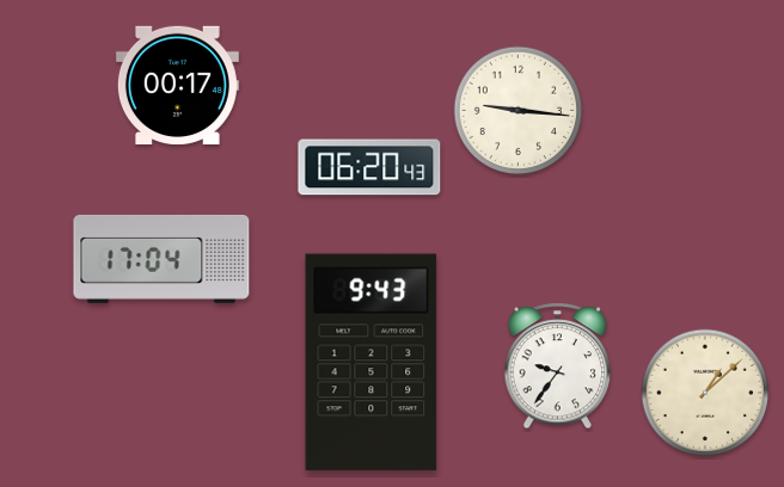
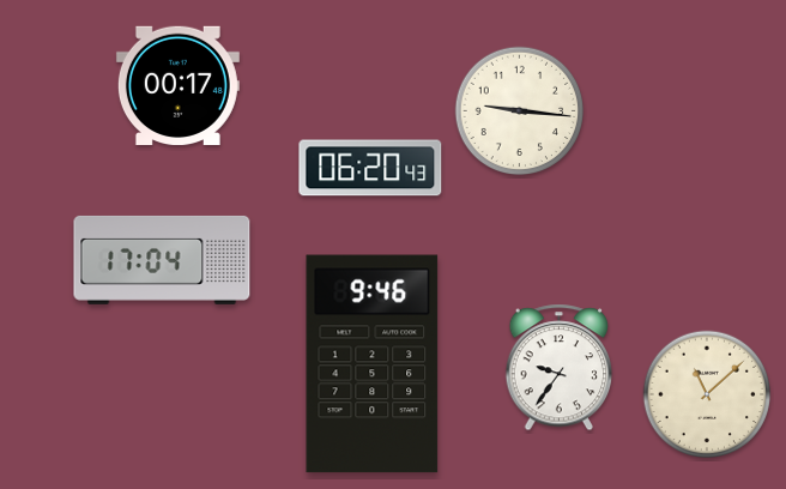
clock at (372, 363): 9:43 -> 9:46
clock at (705, 393): 1:08 -> 11:08
